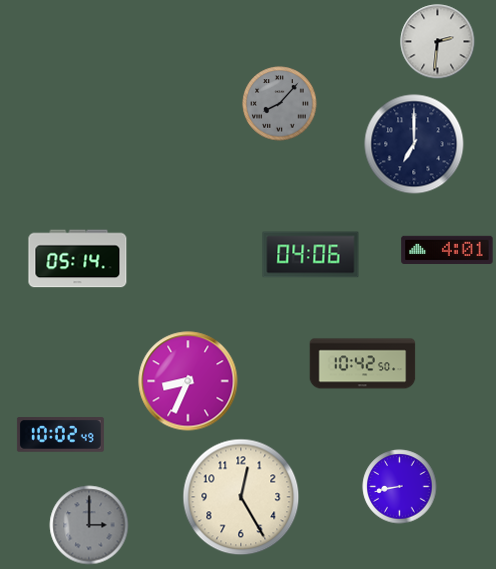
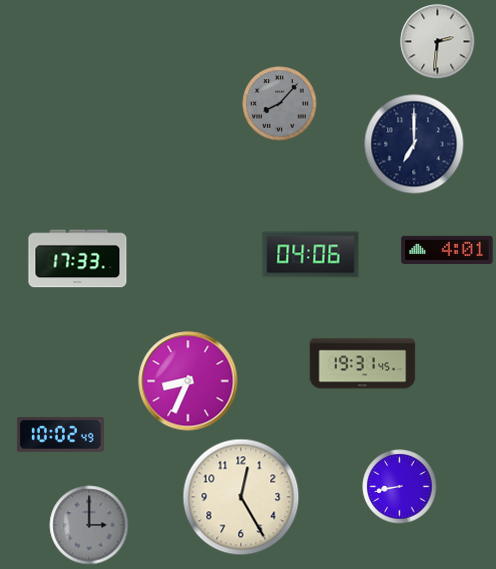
clock at (78, 259): 05:14 -> 17:33
clock at (363, 364): 10:42 -> 19:31
